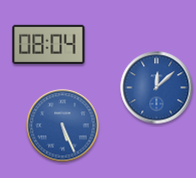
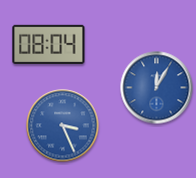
clock at (157, 88): 12:08 -> 12:05
clock at (63, 126): 5:26 -> 3:26
